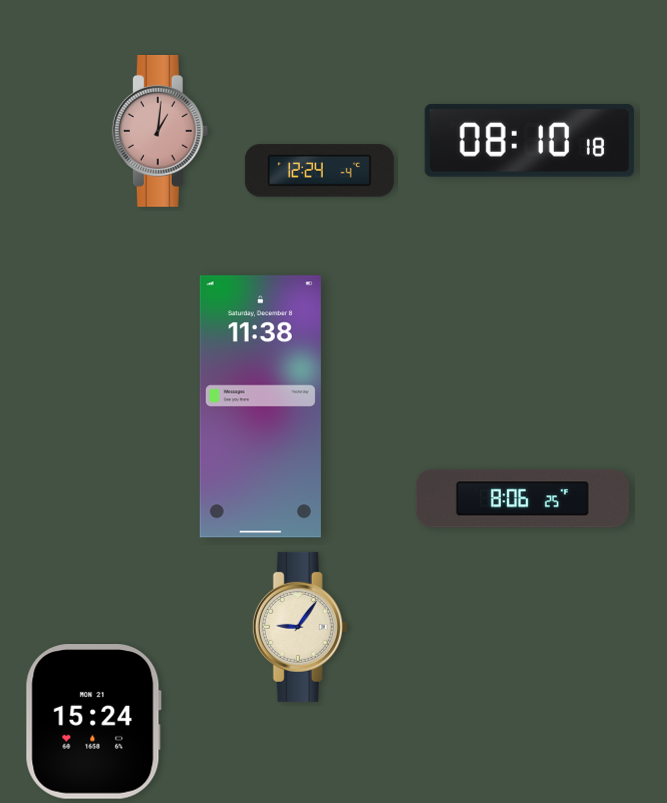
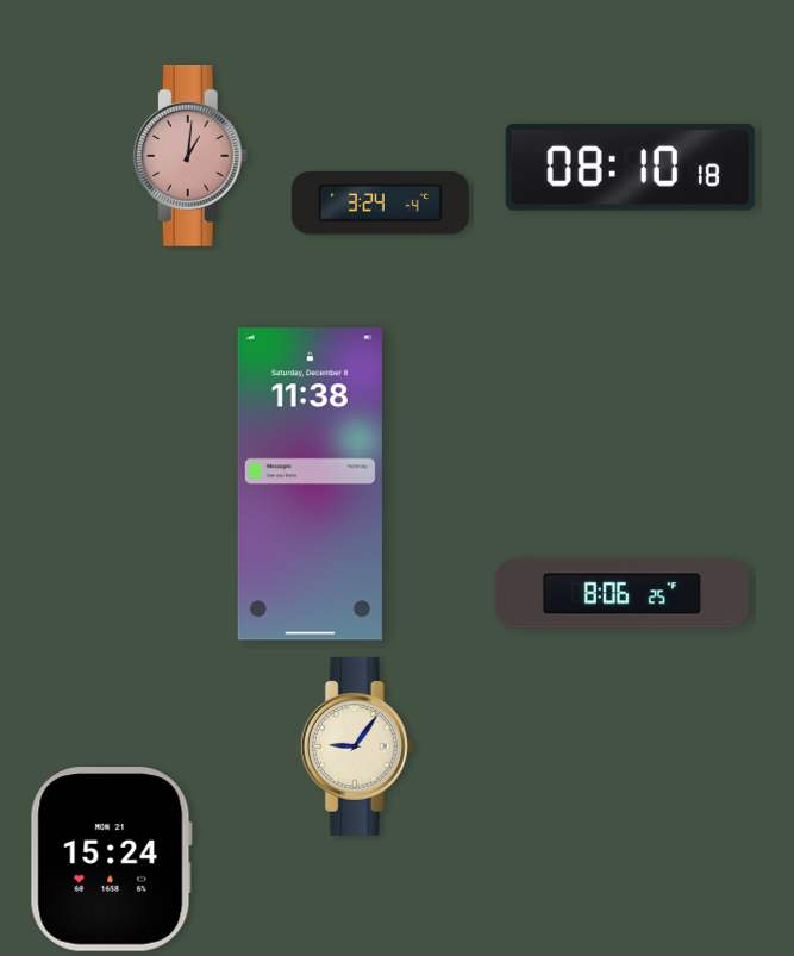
clock at (319, 171): 12:24 -> 3:24
